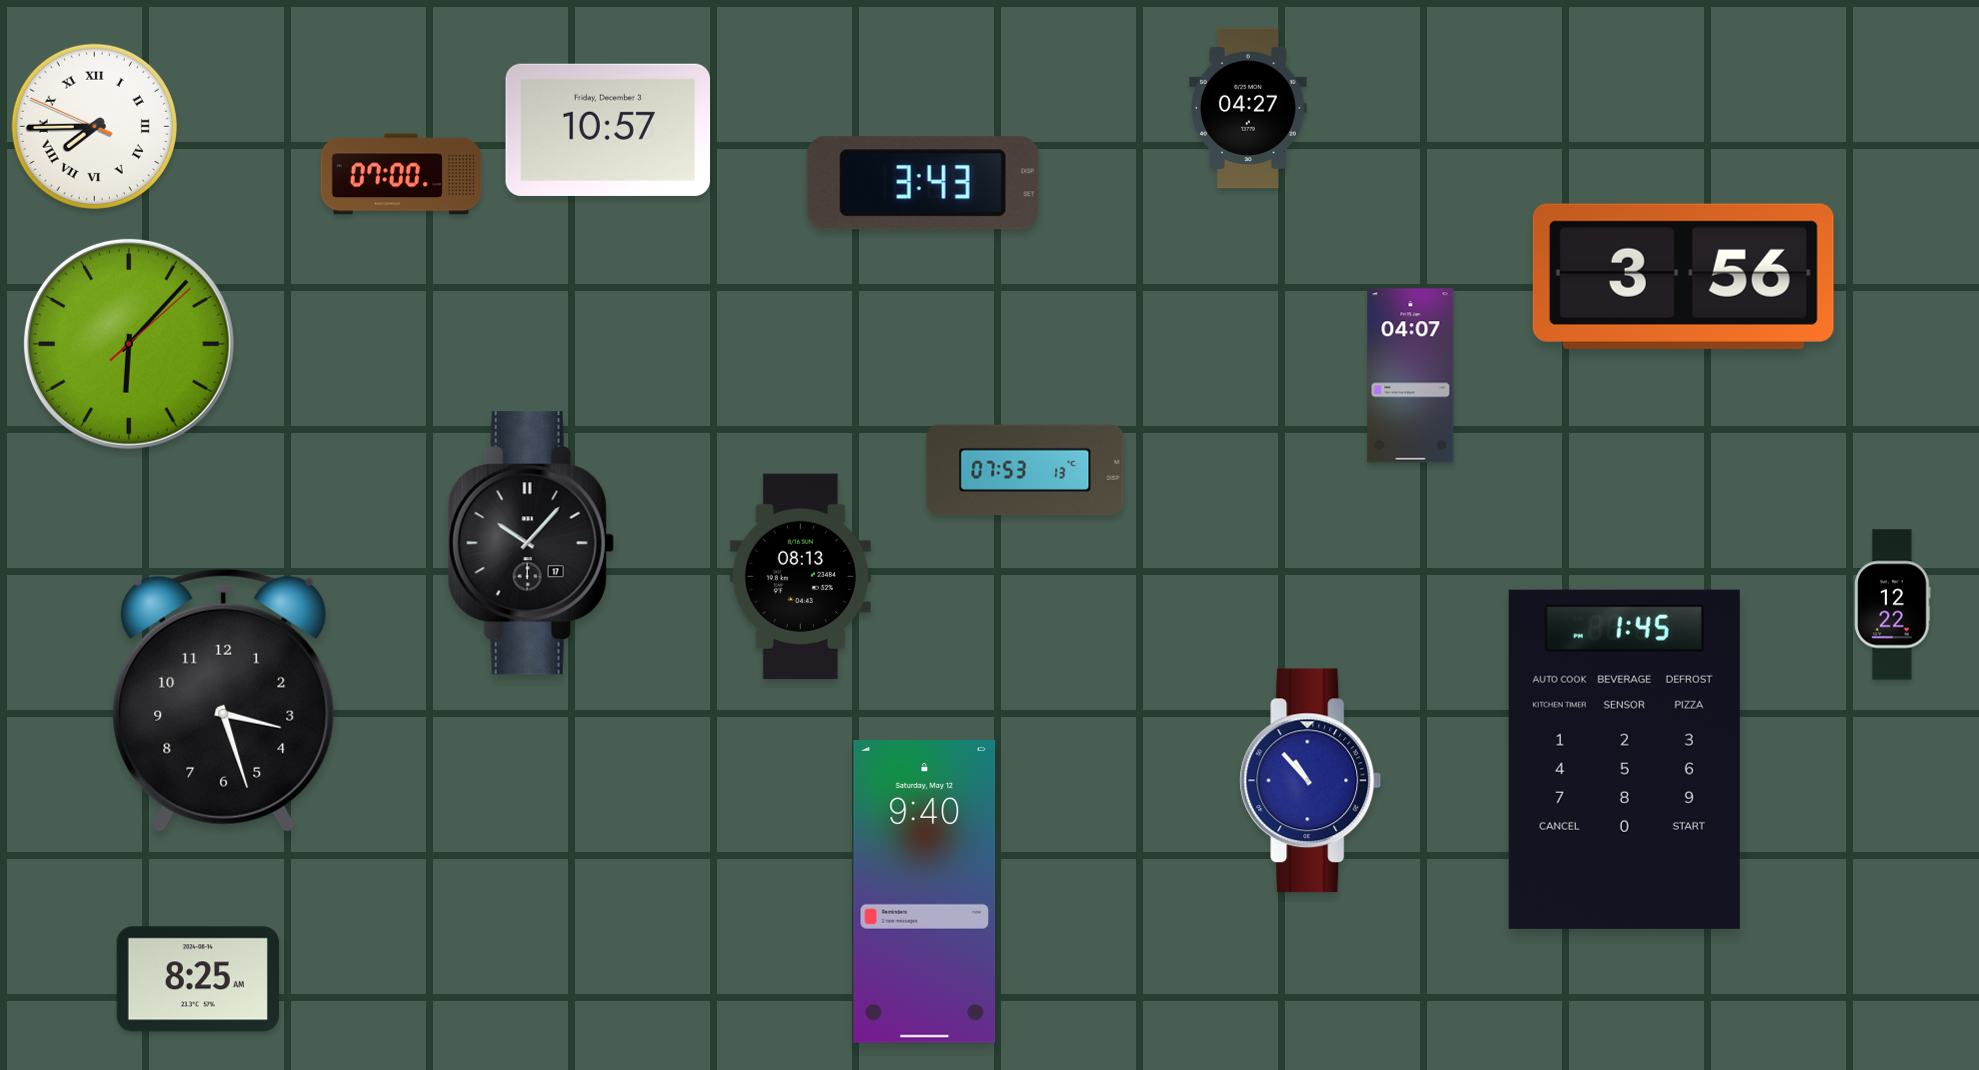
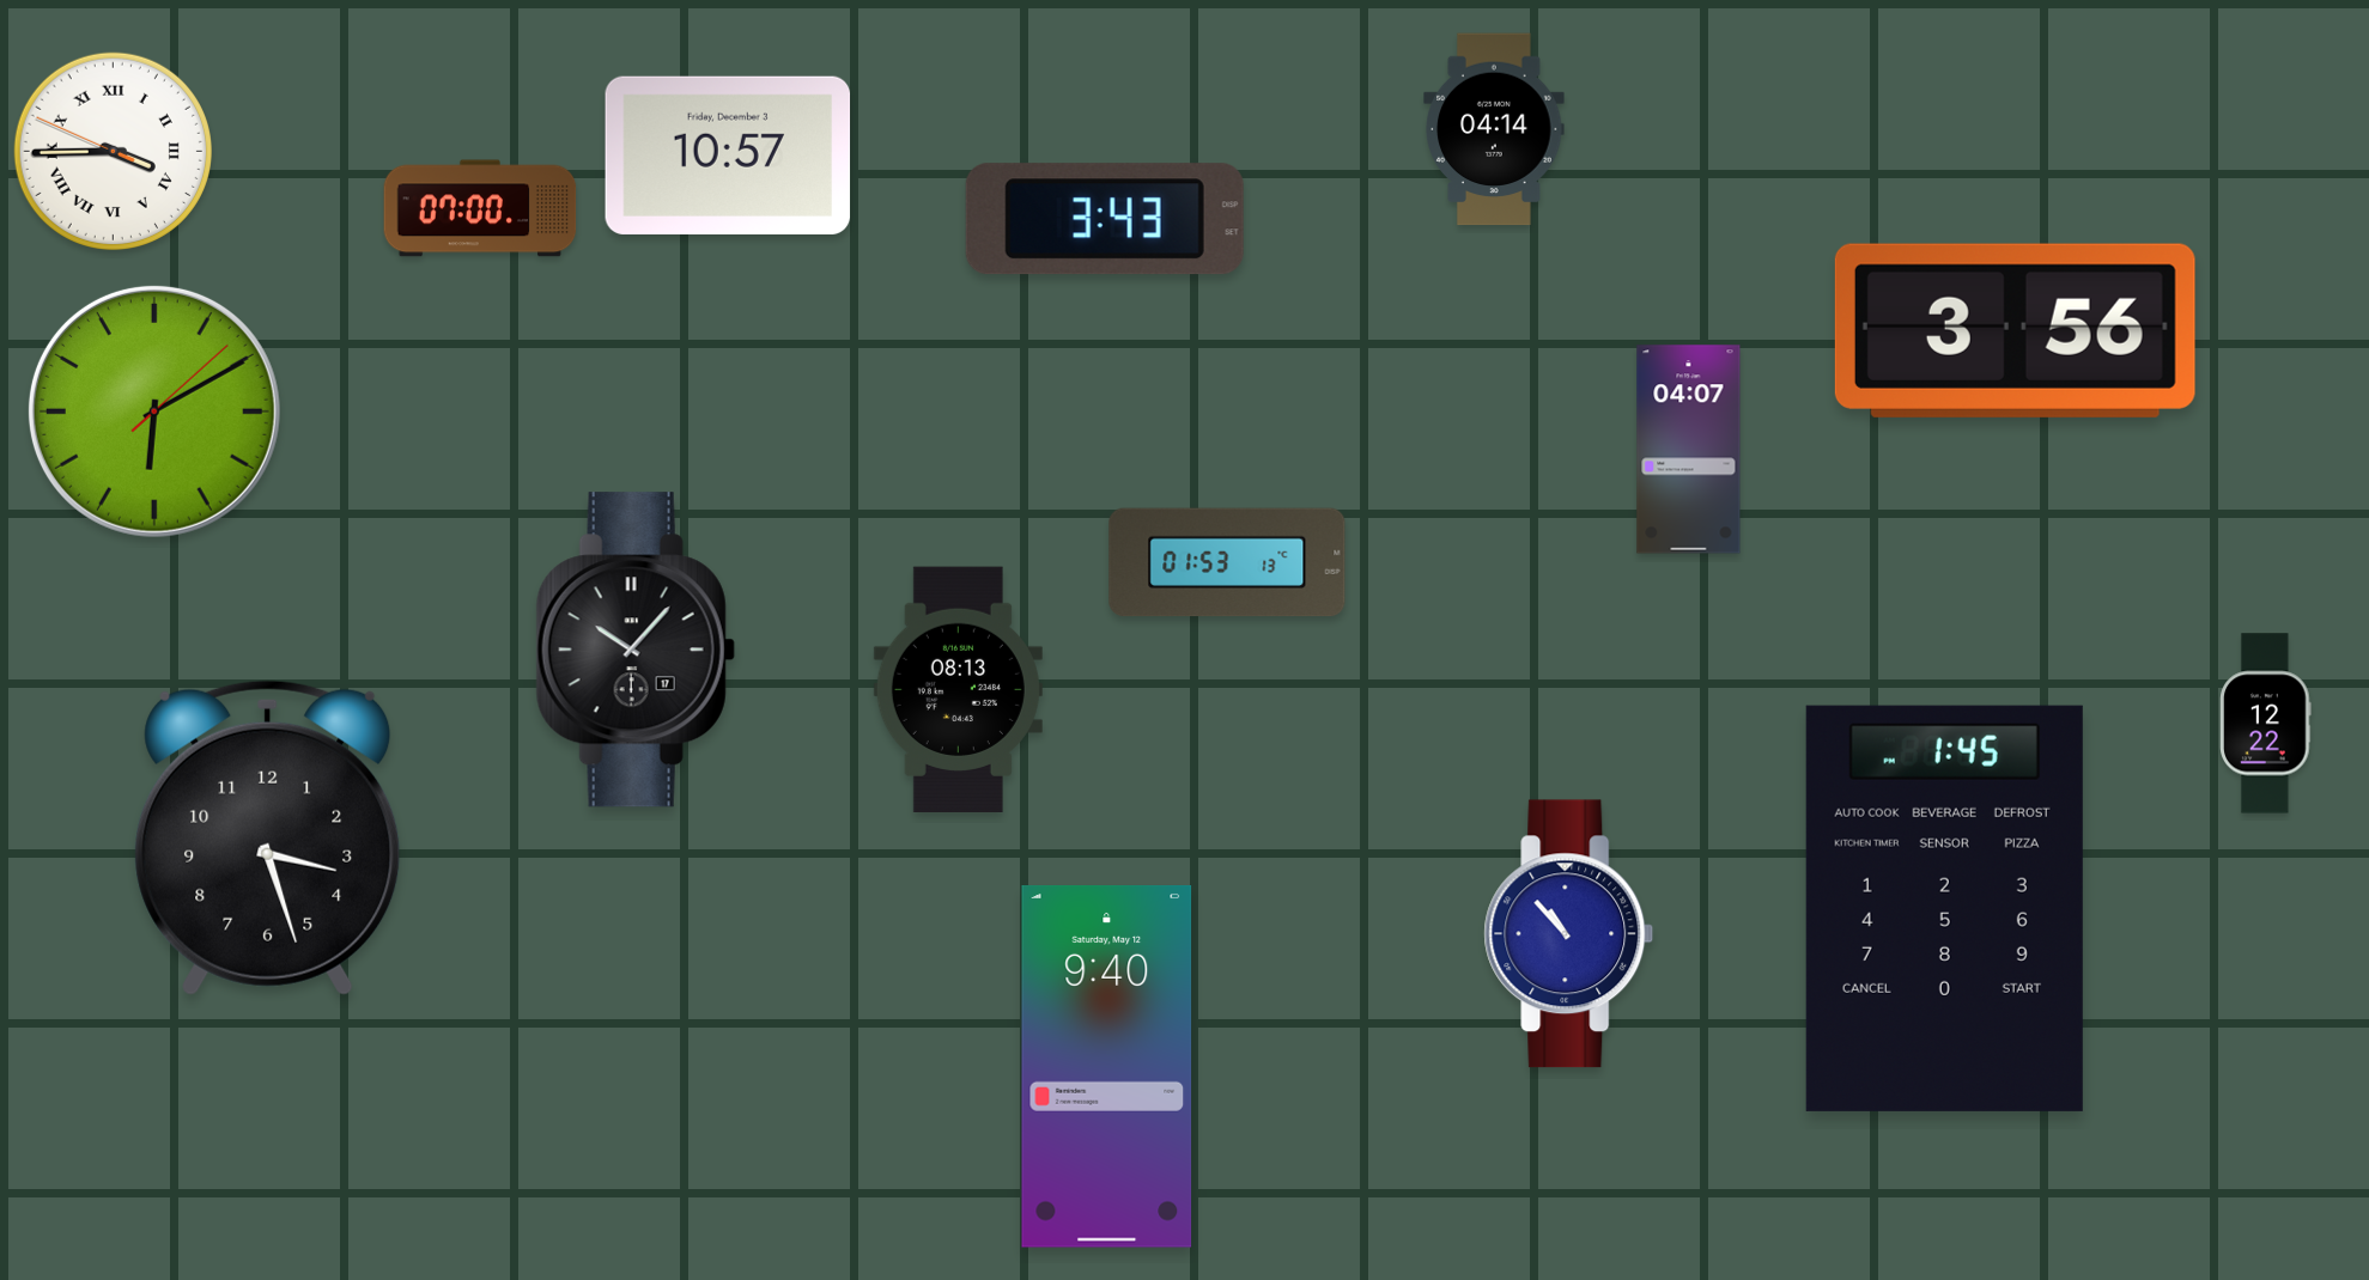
clock at (1248, 108): 04:27 -> 04:14
clock at (94, 126): 7:44 -> 3:44
clock at (129, 344): 6:07 -> 6:10
clock at (1025, 470): 07:53 -> 01:53
clock at (198, 979): 8:25 -> none
